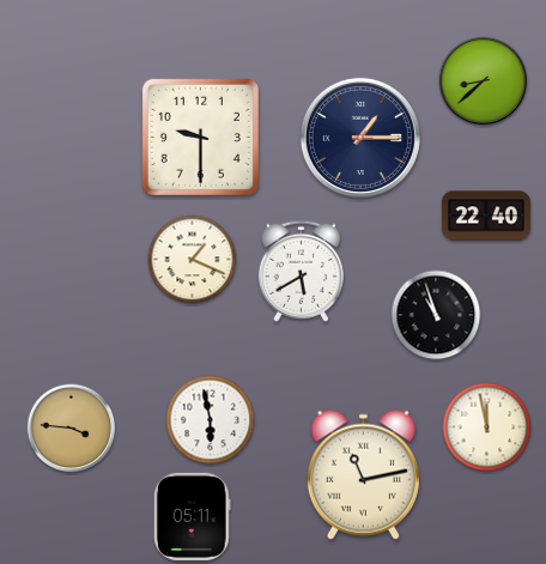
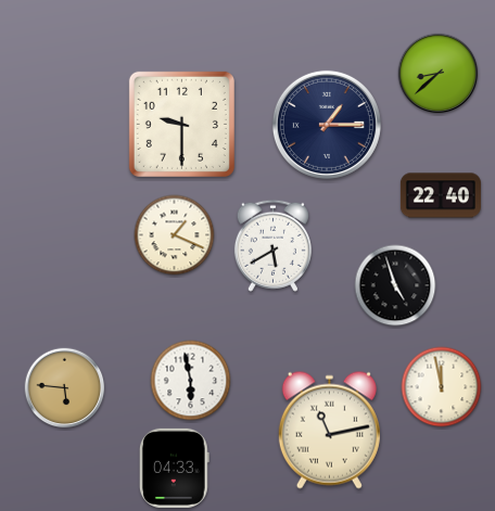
clock at (436, 315): 10:57 -> 4:57
clock at (72, 429): 3:46 -> 5:46
clock at (192, 516): 05:11 -> 04:33
